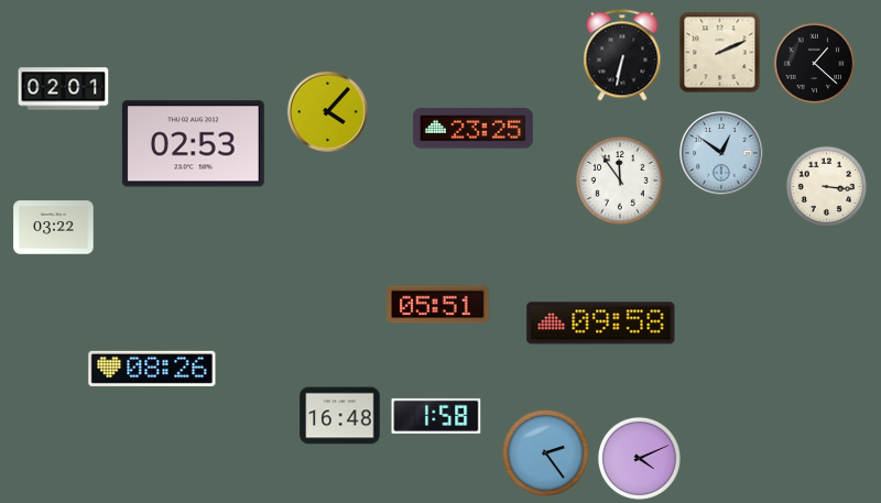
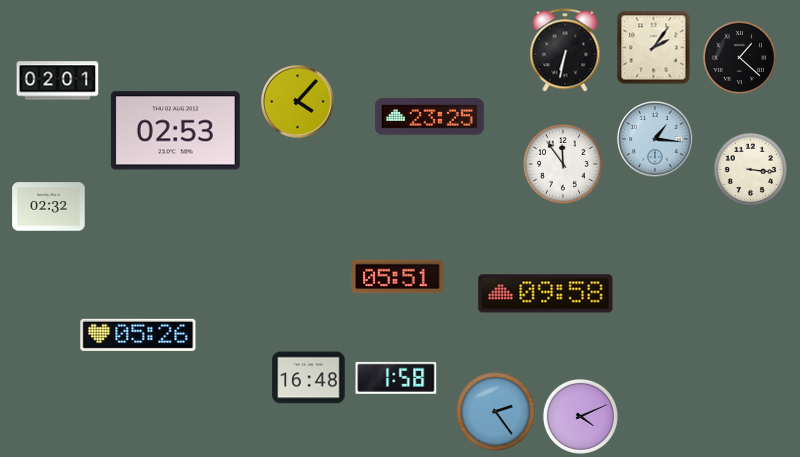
clock at (720, 53): 2:11 -> 2:06
clock at (721, 153): 12:51 -> 1:16
clock at (54, 228): 03:22 -> 02:32
clock at (152, 369): 08:26 -> 05:26
